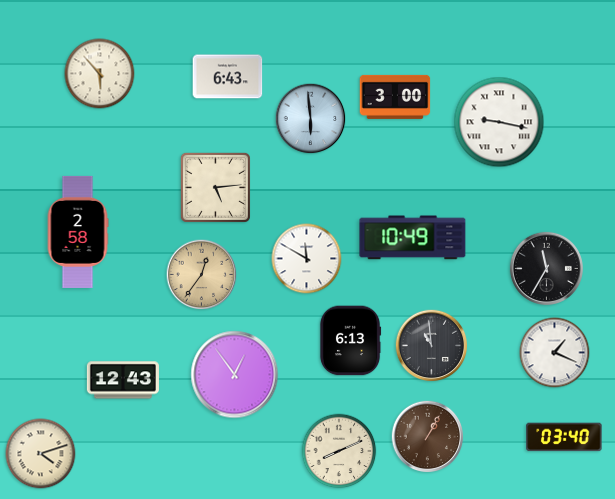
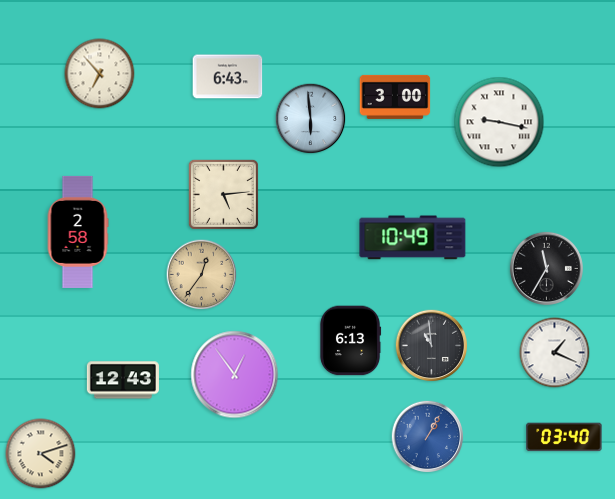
clock at (100, 74): 5:53 -> 6:53
clock at (215, 187) position: (215, 187) -> (223, 194)
clock at (307, 259): 11:50 -> none
clock at (428, 437) dial: brown -> blue
clock at (339, 451): 8:11 -> none
